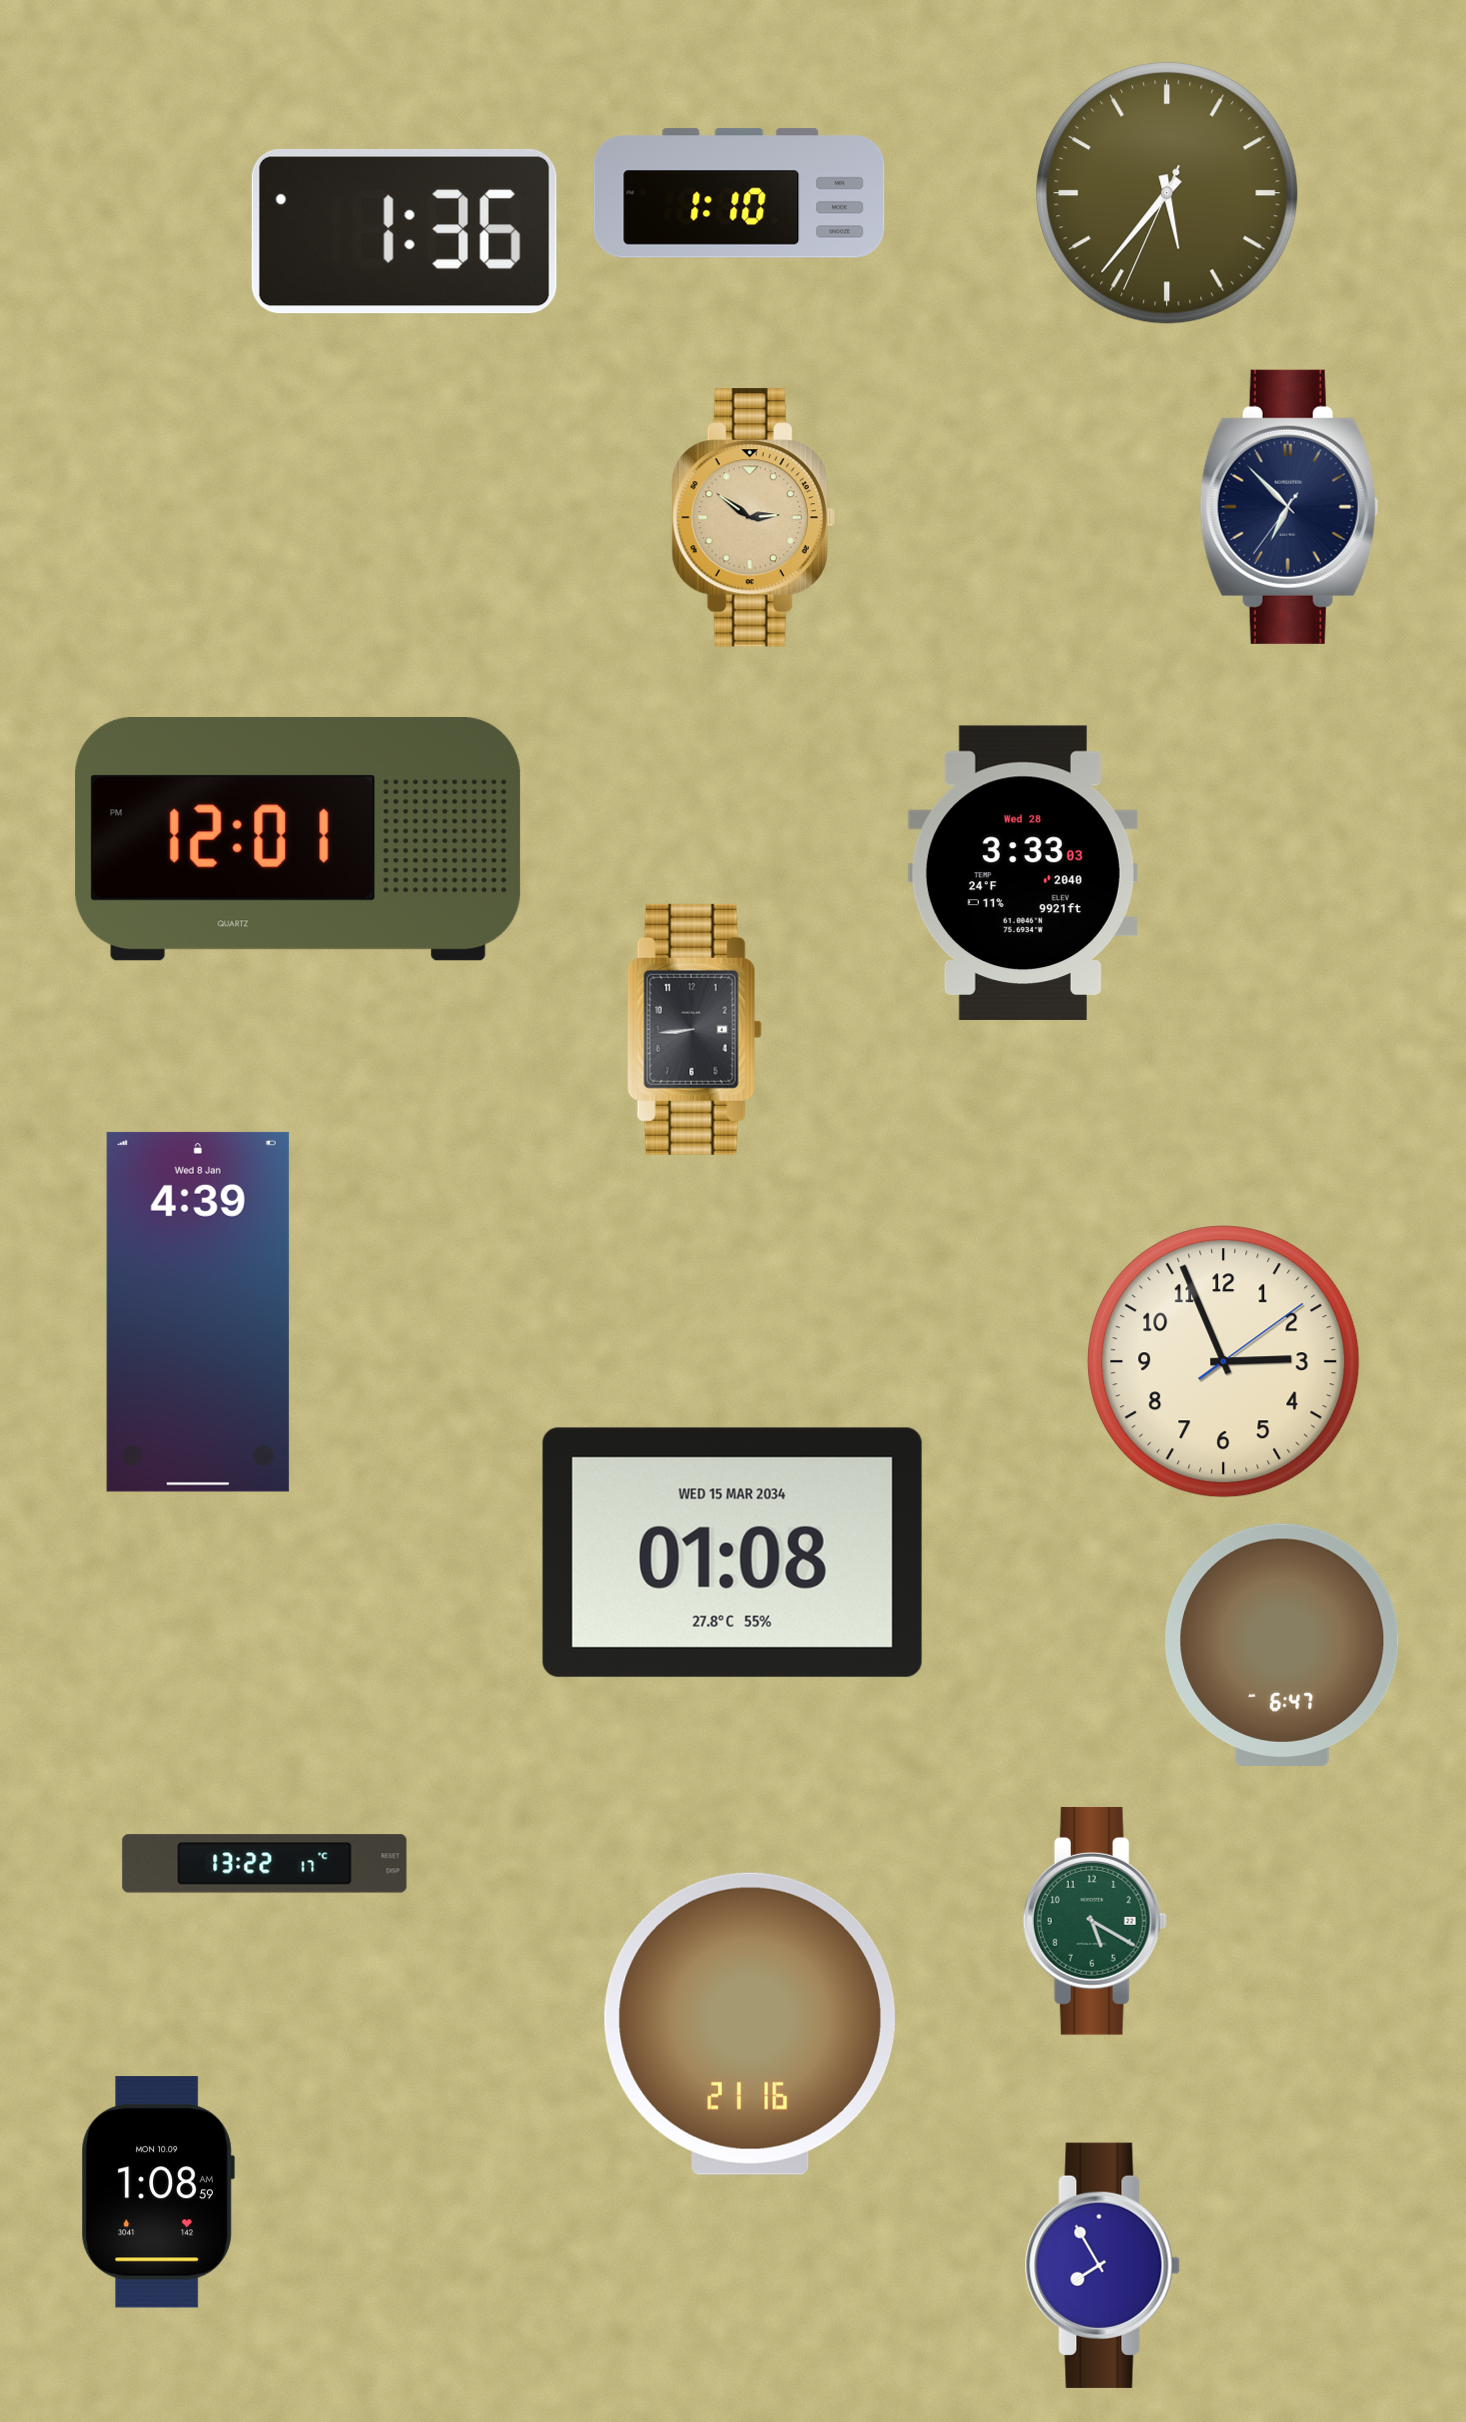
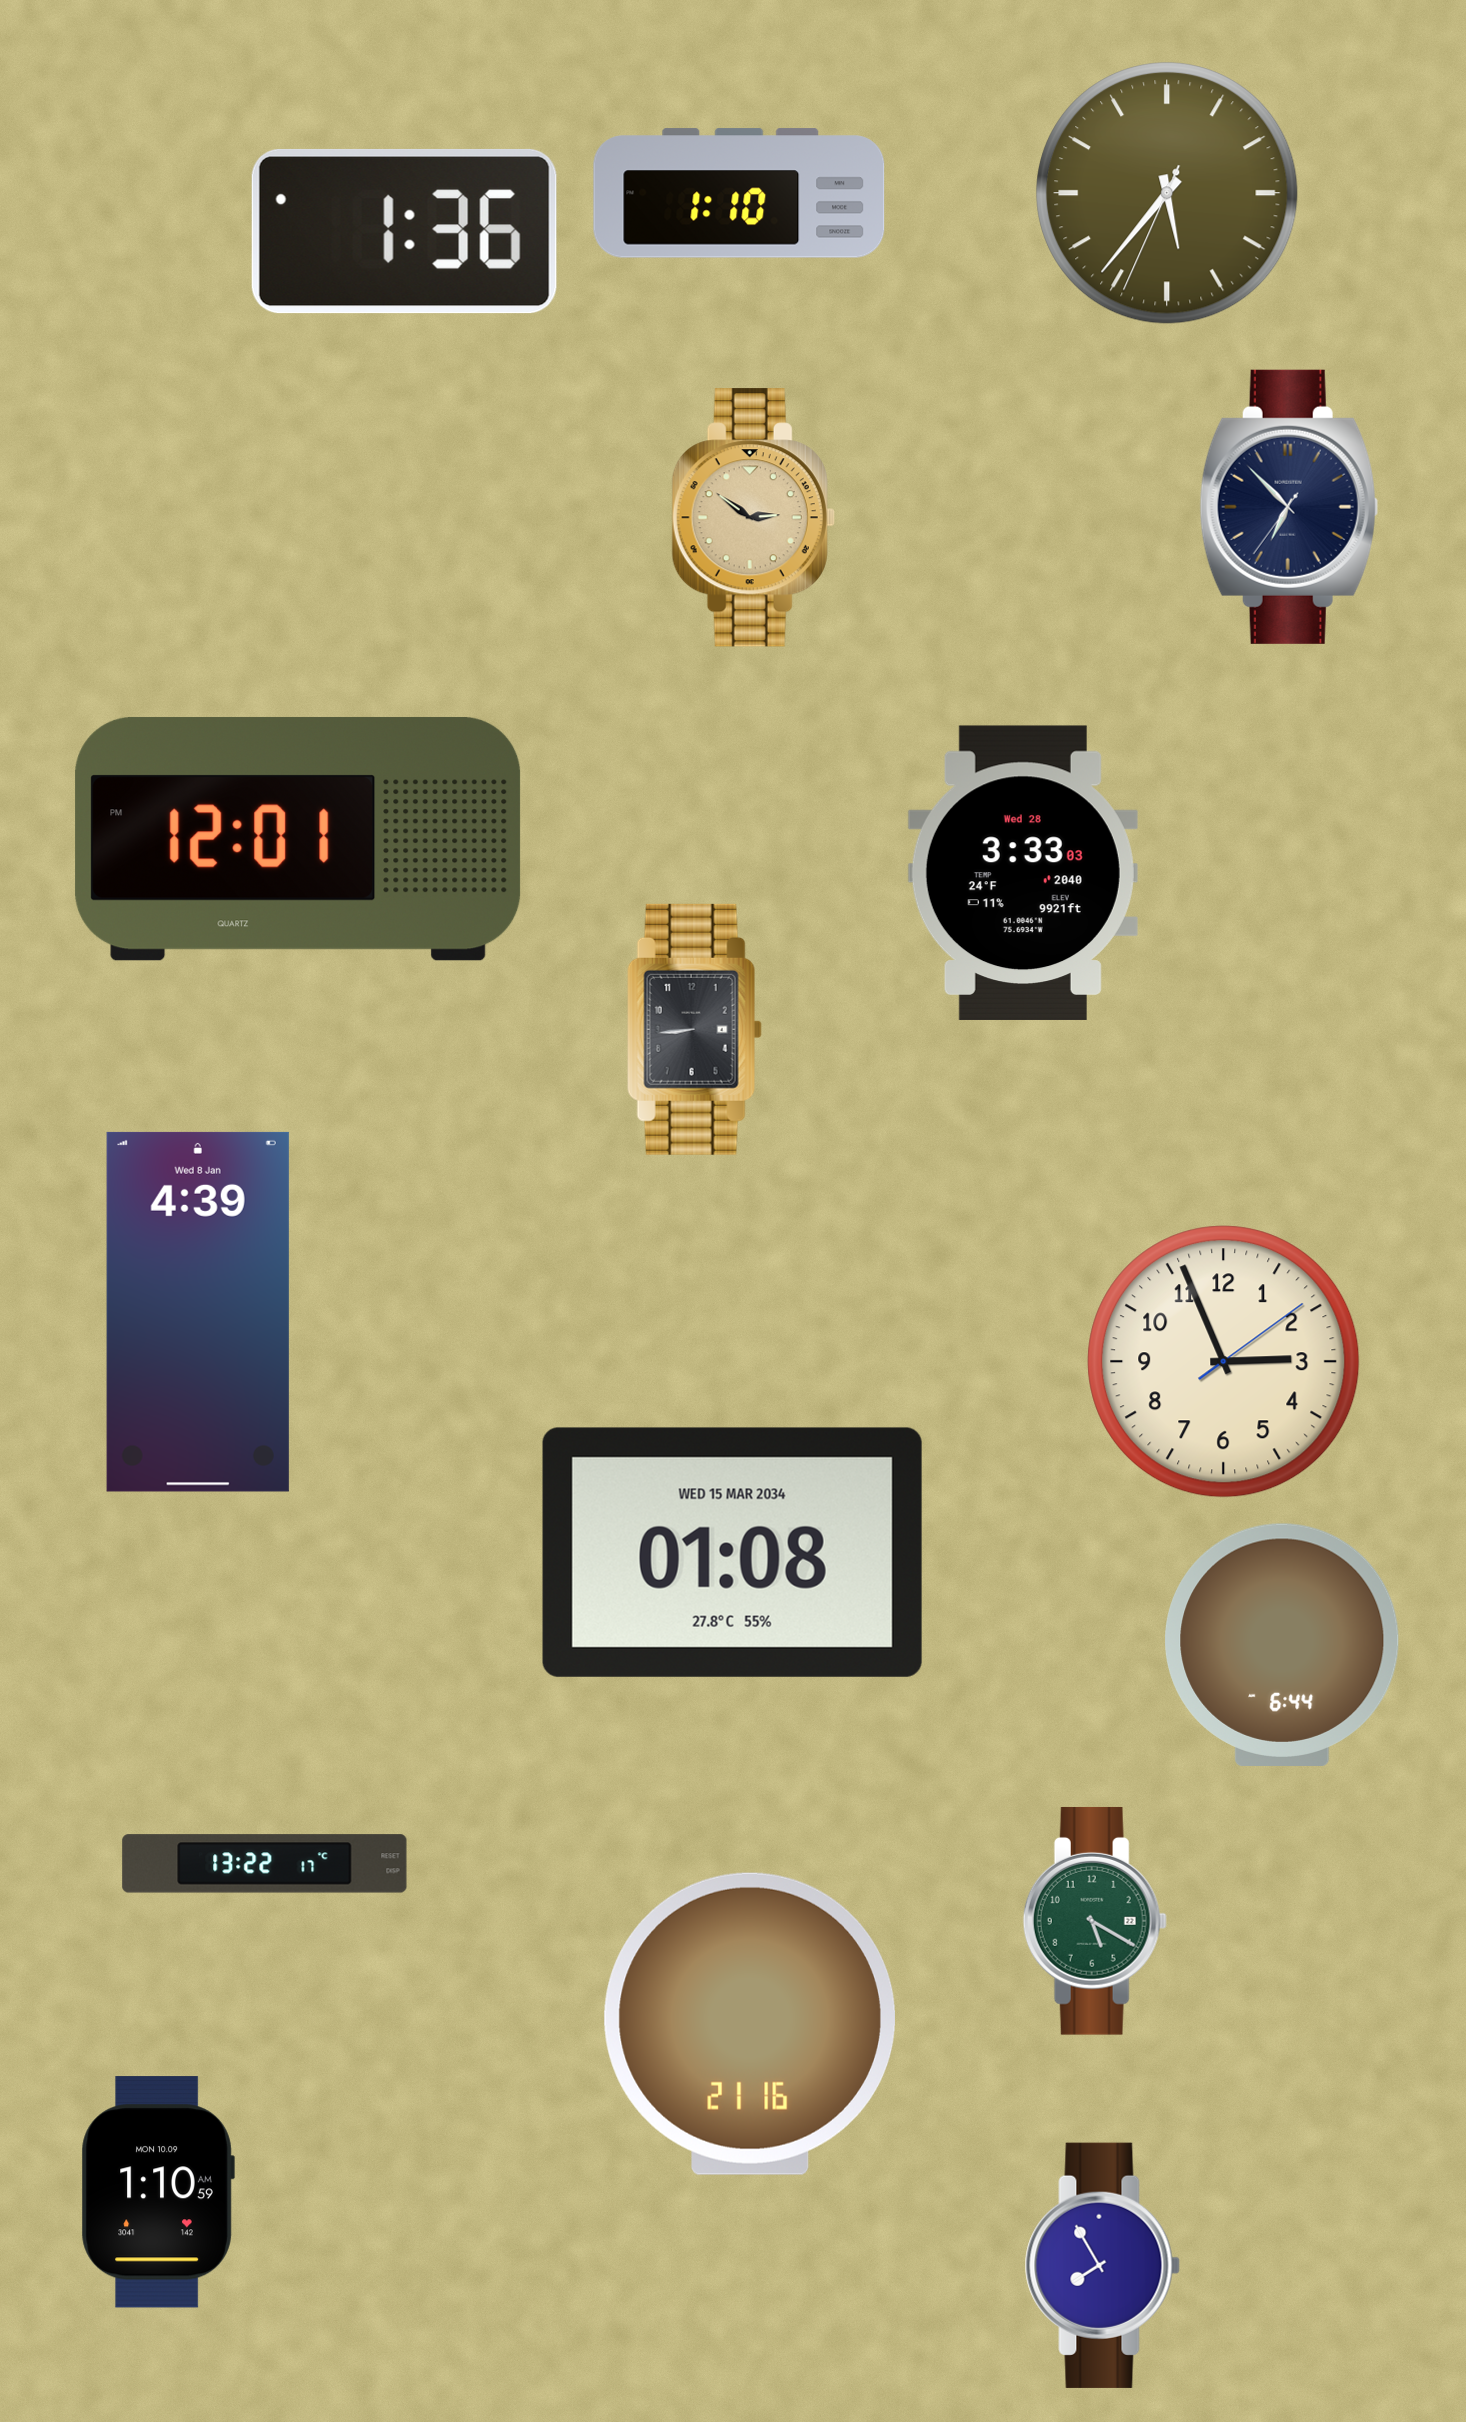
clock at (1282, 1645): 6:47 -> 6:44
clock at (158, 2192): 1:08 -> 1:10
